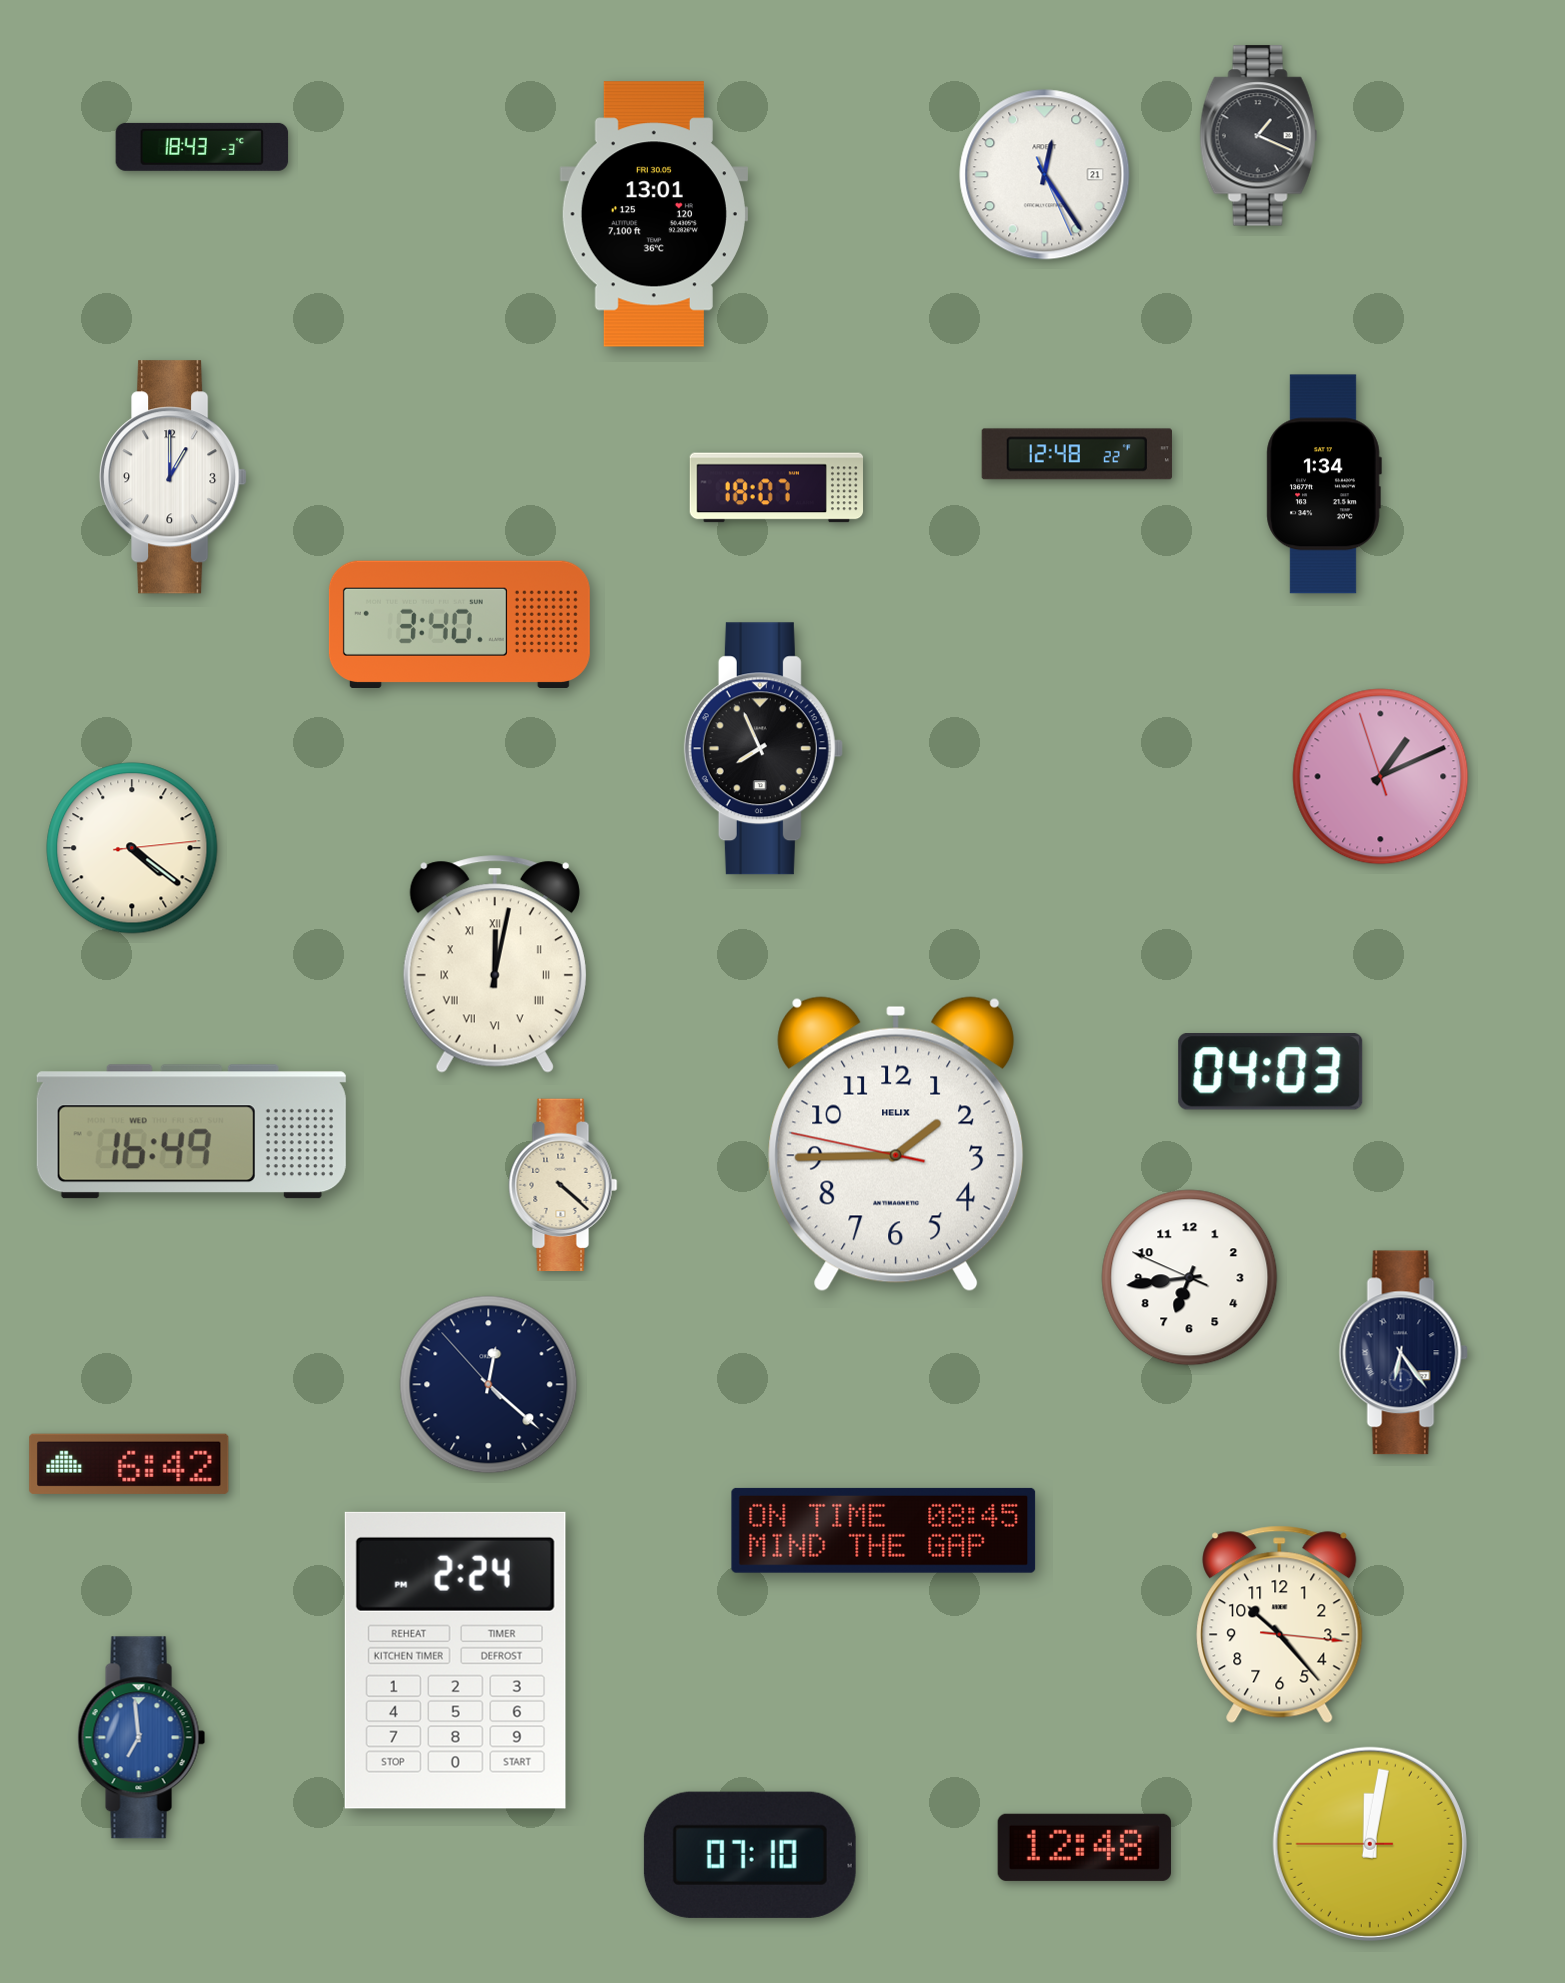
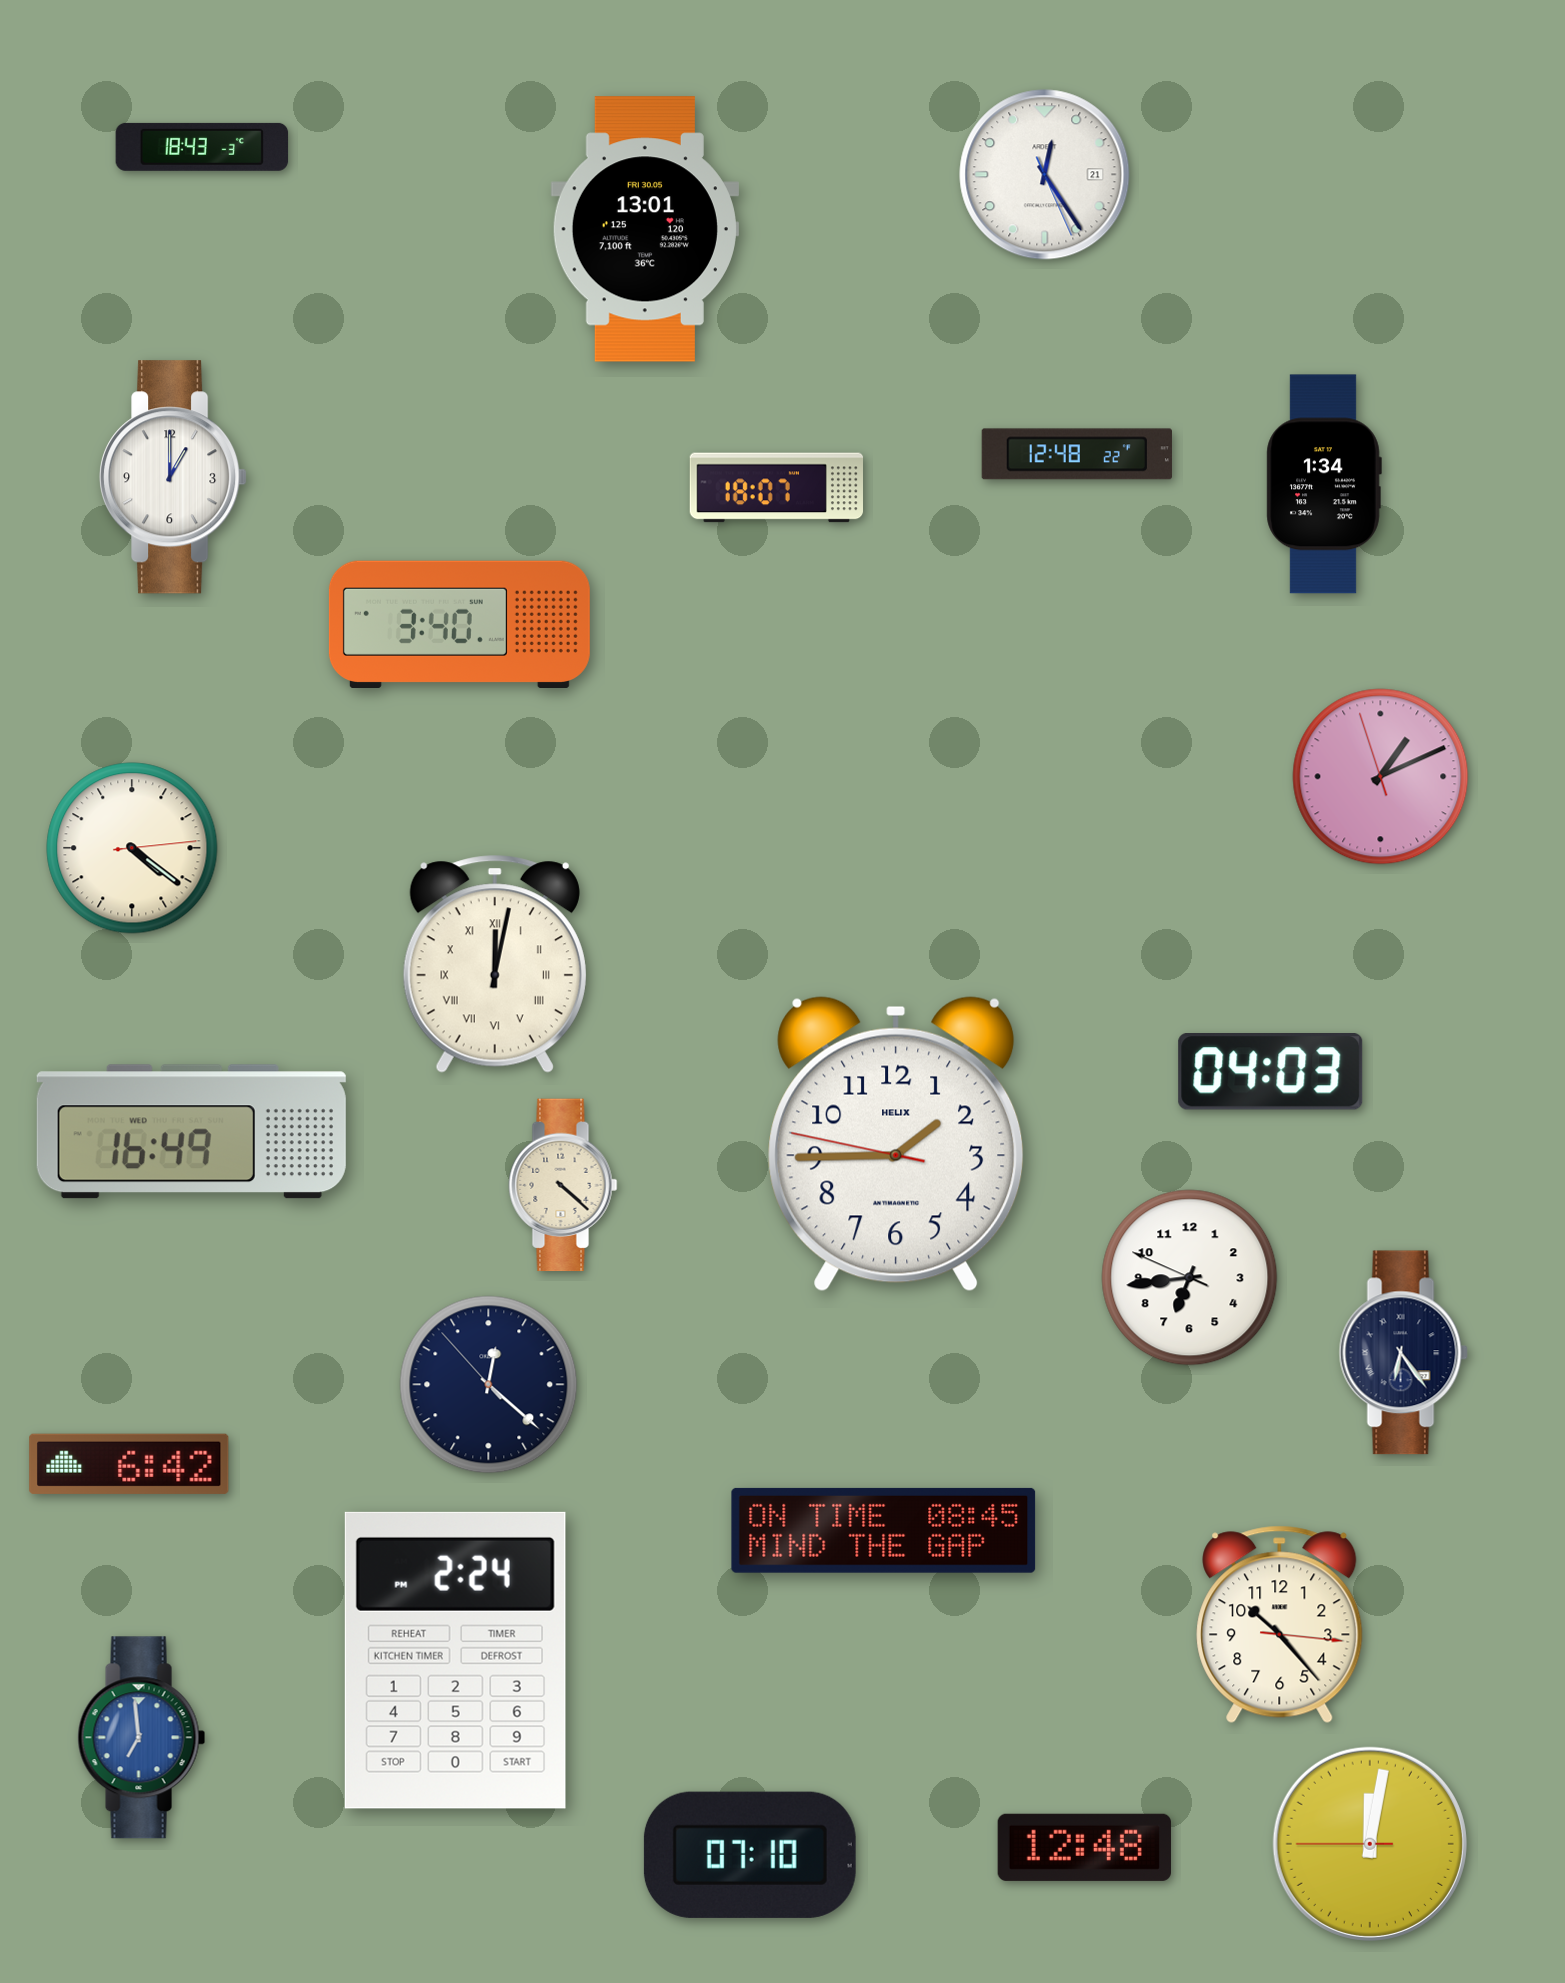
clock at (1259, 136): 1:19 -> none
clock at (654, 214) position: (654, 214) -> (645, 229)
clock at (763, 749): 7:56 -> none
